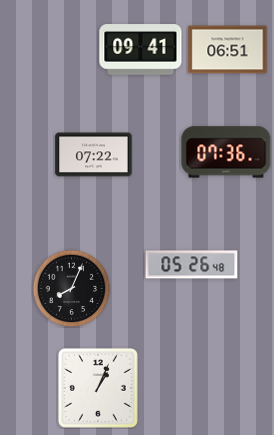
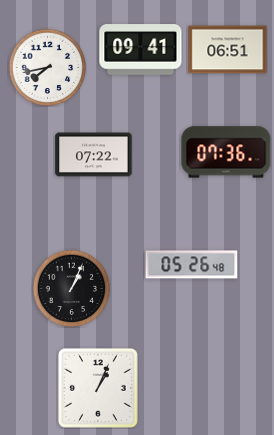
clock at (47, 67): none -> 7:43
clock at (71, 288): 8:04 -> 1:04
